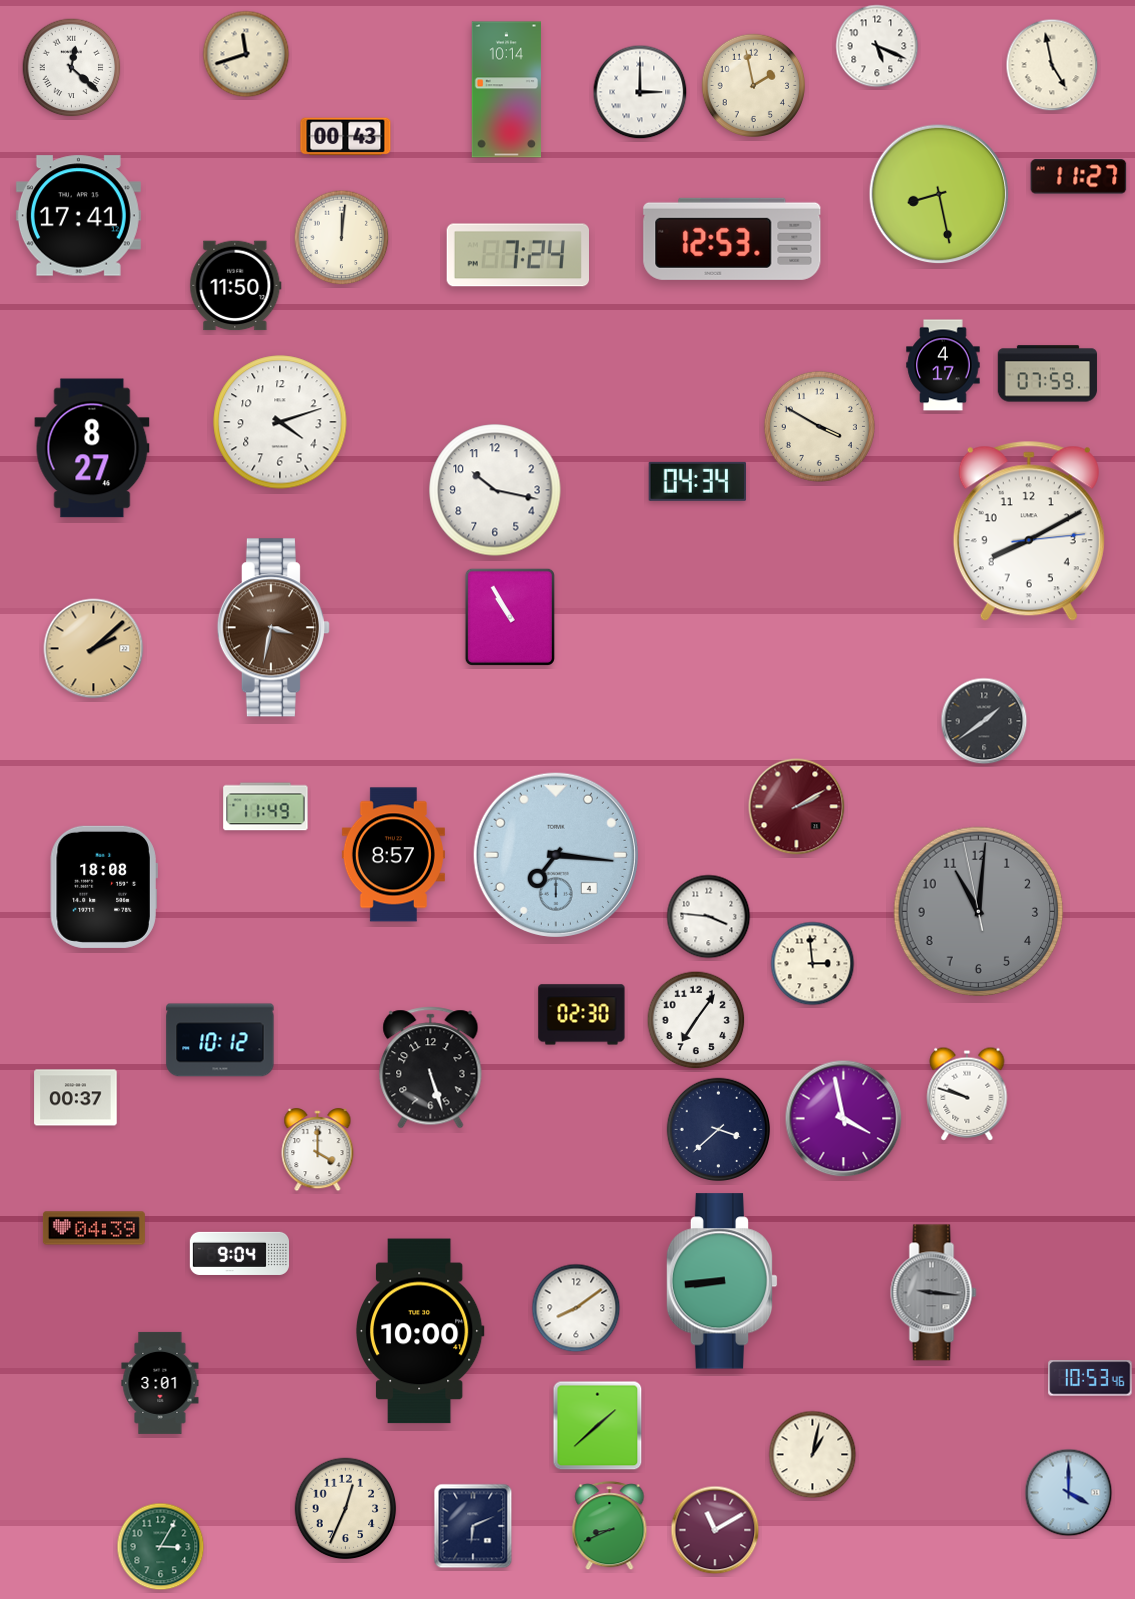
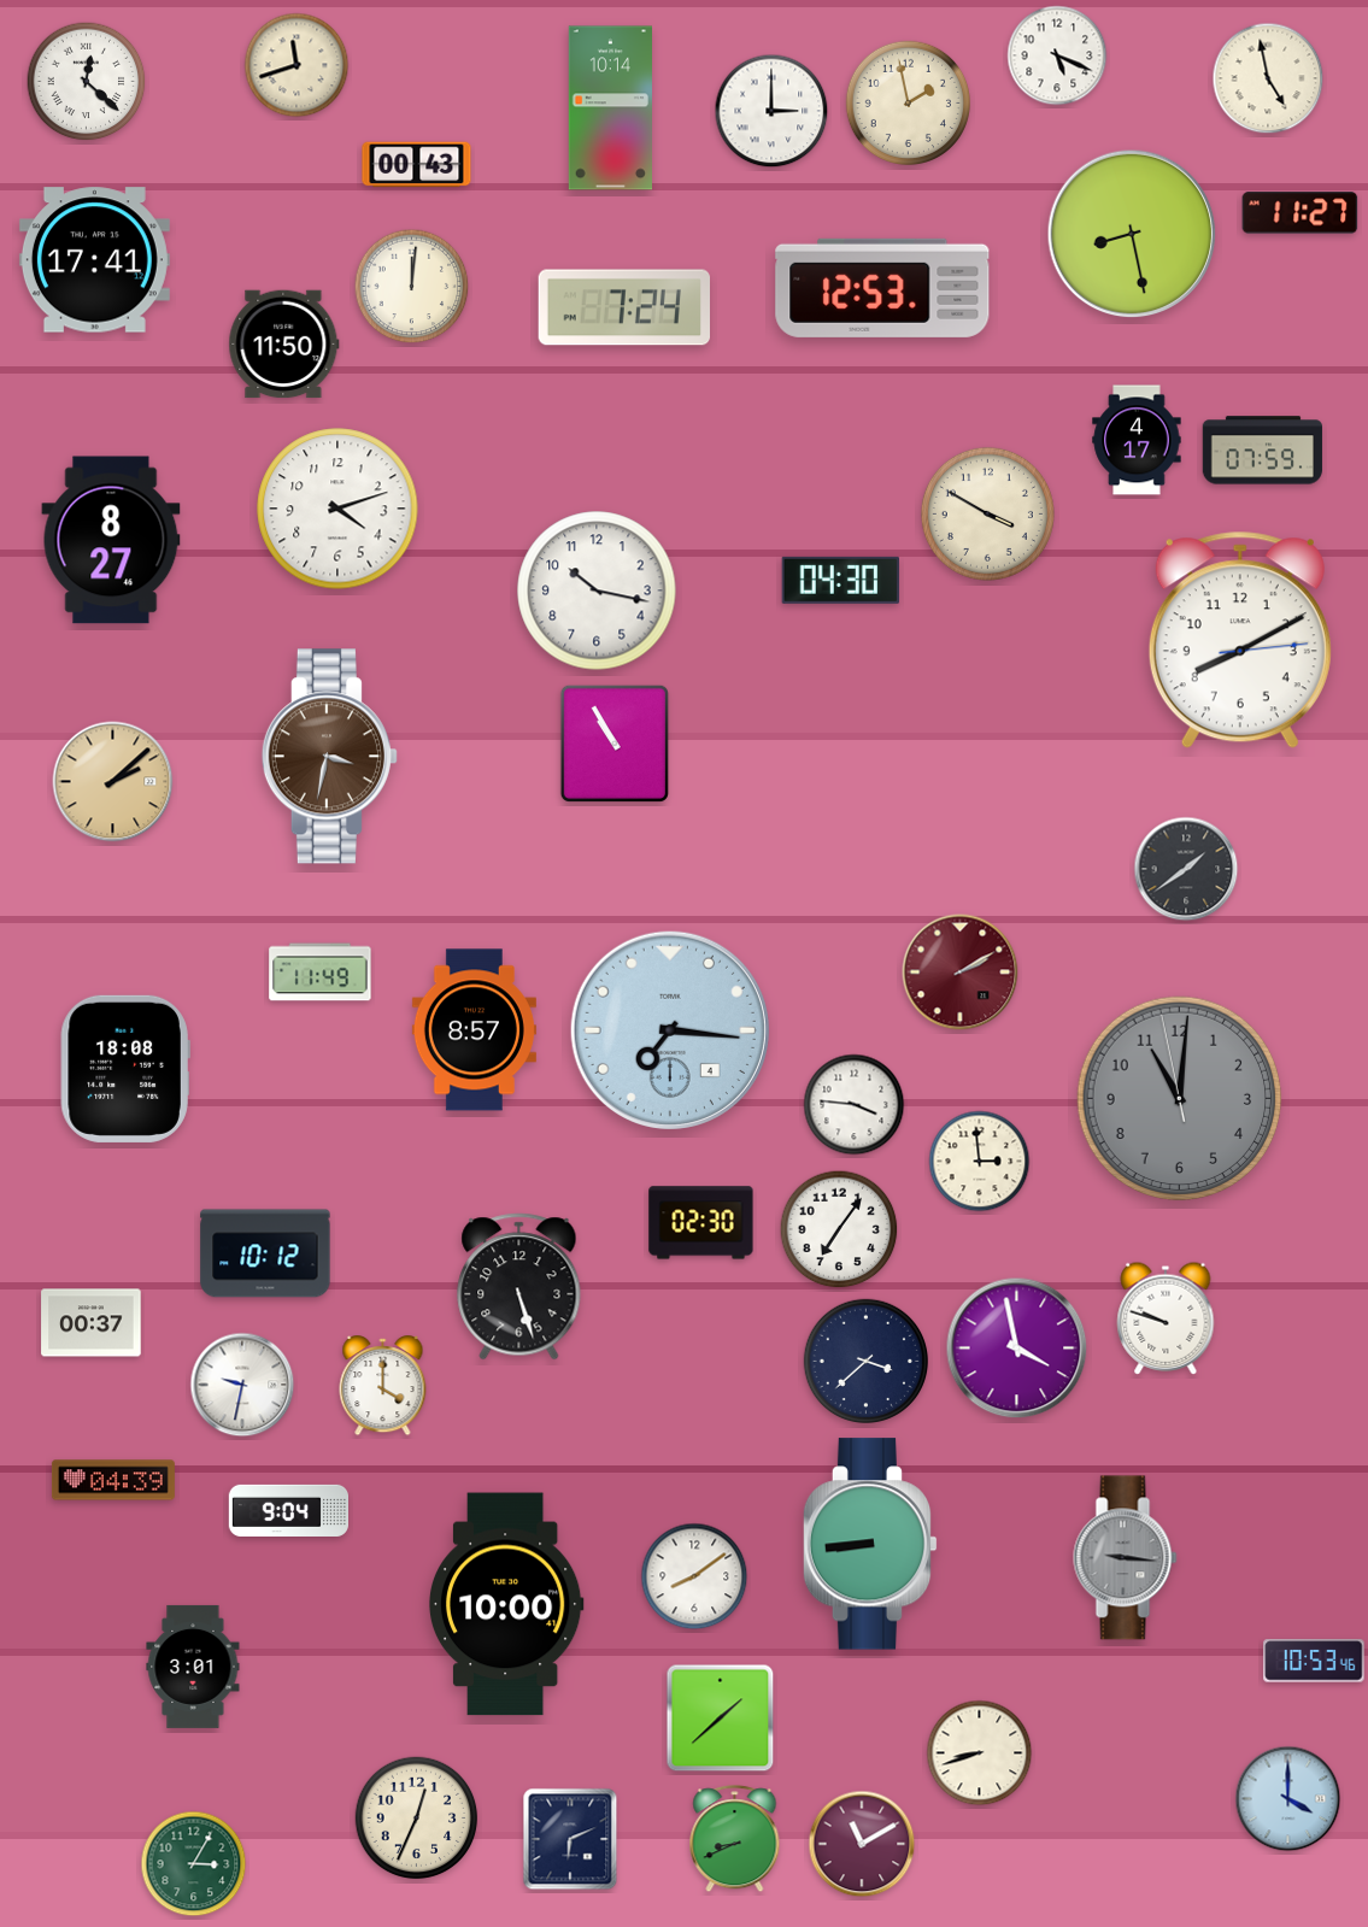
clock at (698, 481): 04:34 -> 04:30
clock at (242, 1385): none -> 9:32
clock at (813, 1455): 1:02 -> 8:42
